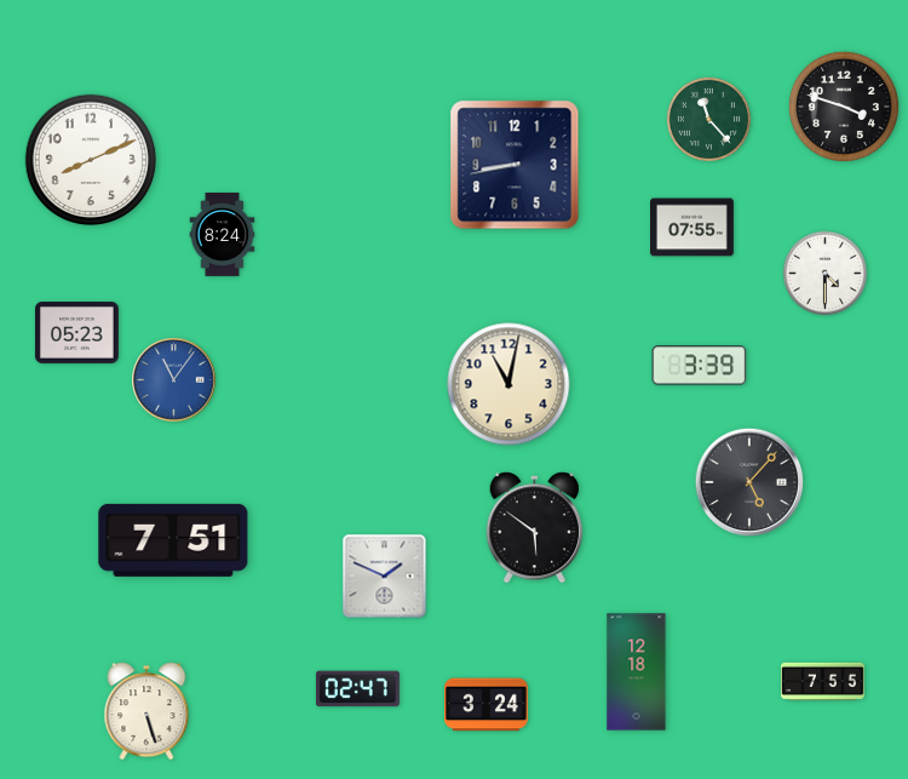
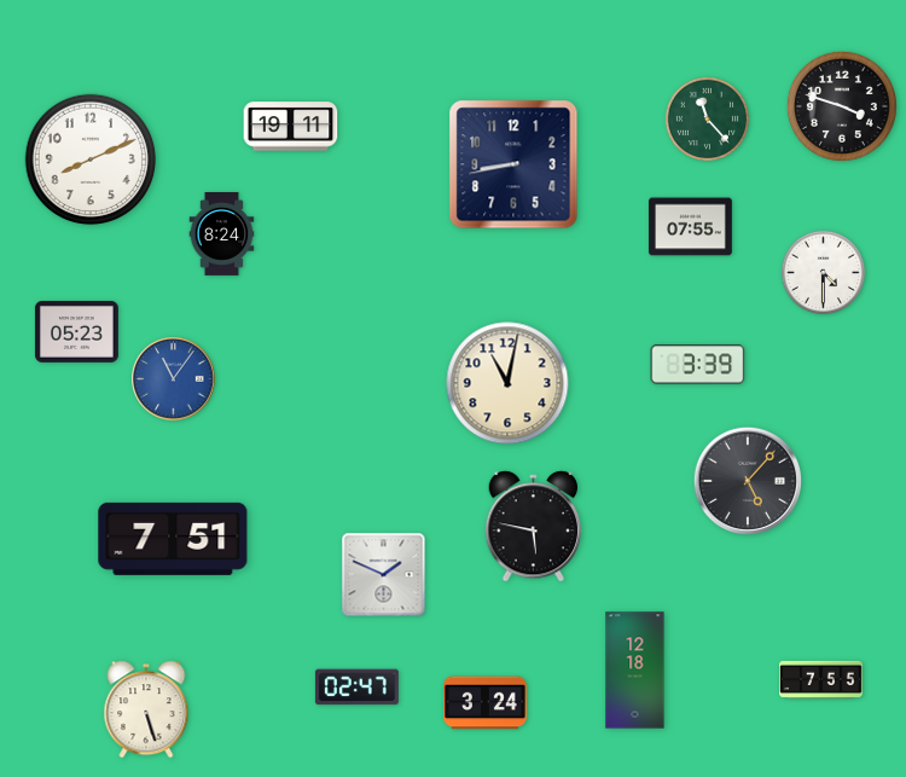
clock at (291, 127): none -> 19:11
clock at (535, 528): 5:51 -> 5:47
